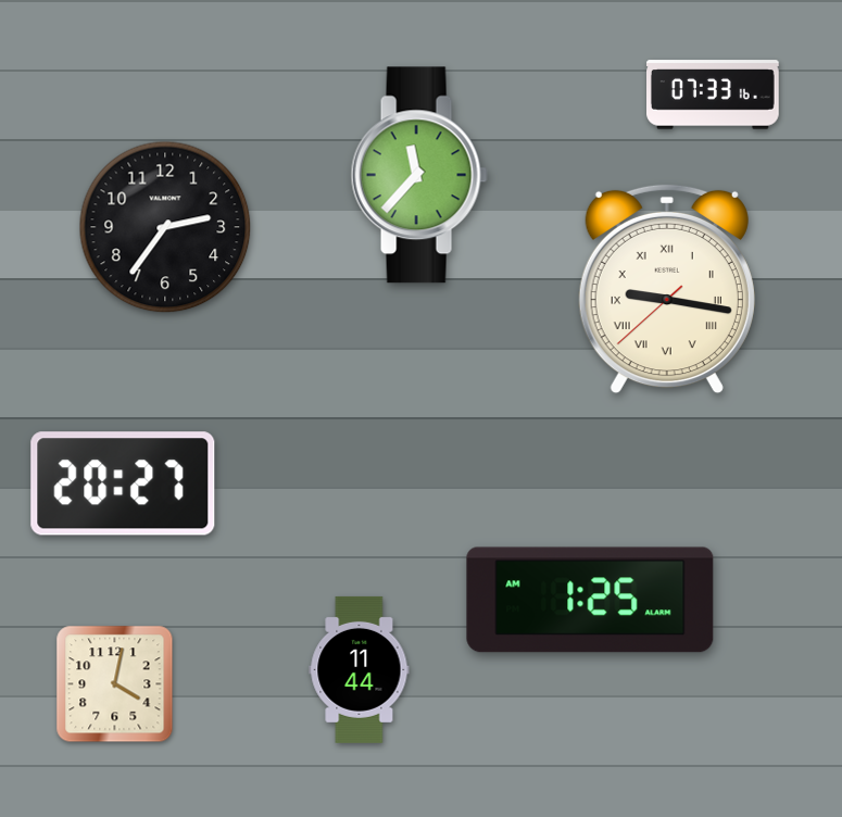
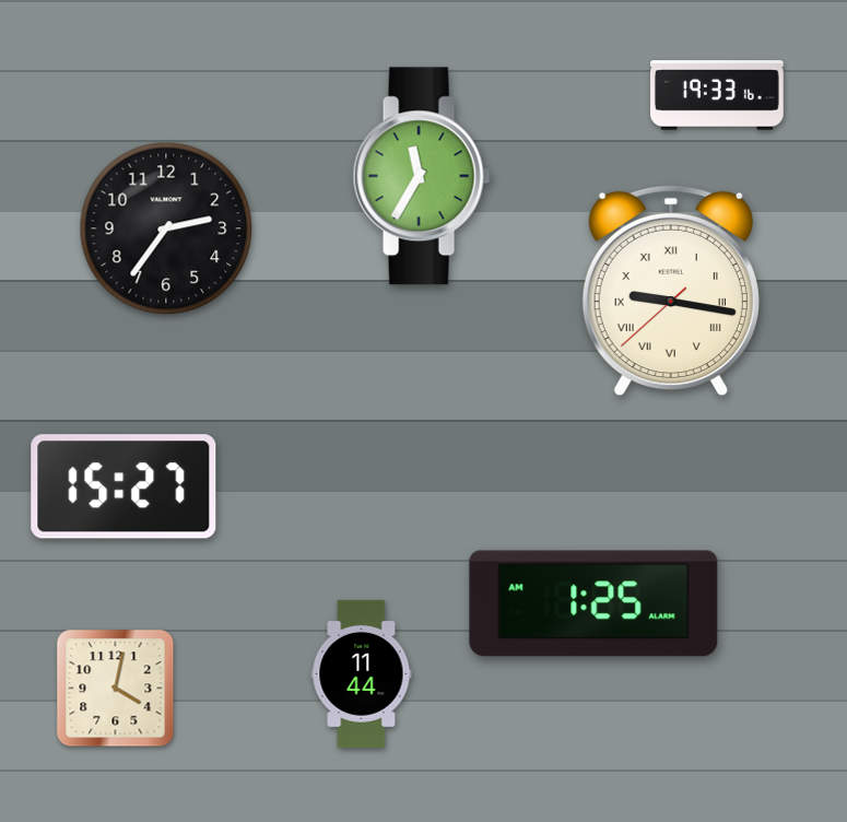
clock at (714, 95): 07:33 -> 19:33
clock at (419, 175): 11:37 -> 11:35
clock at (123, 483): 20:27 -> 15:27
